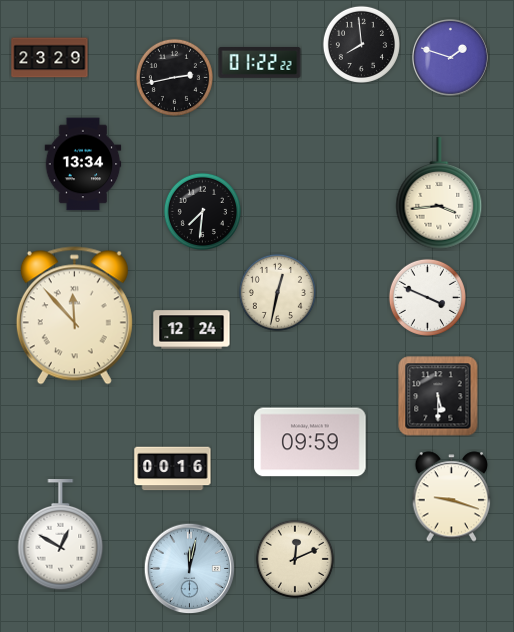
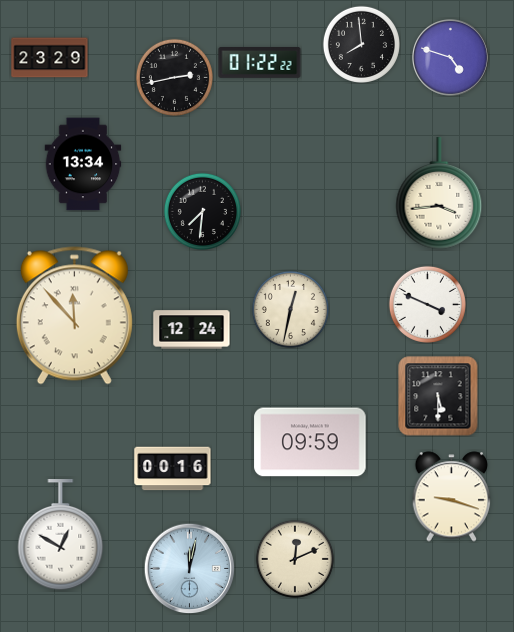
clock at (451, 58): 1:48 -> 4:48
clock at (277, 292) position: (277, 292) -> (290, 309)
clock at (427, 297) position: (427, 297) -> (427, 304)
